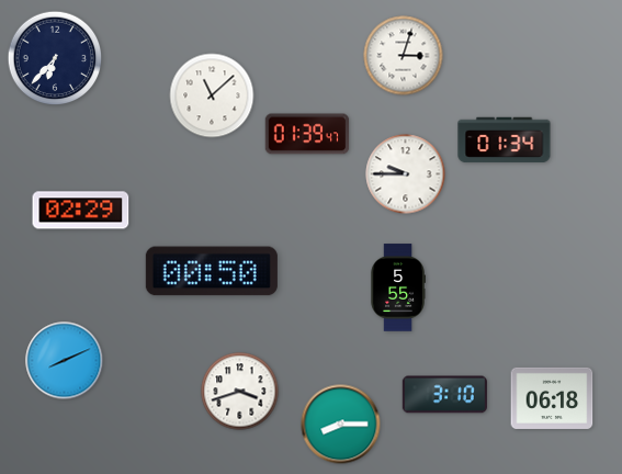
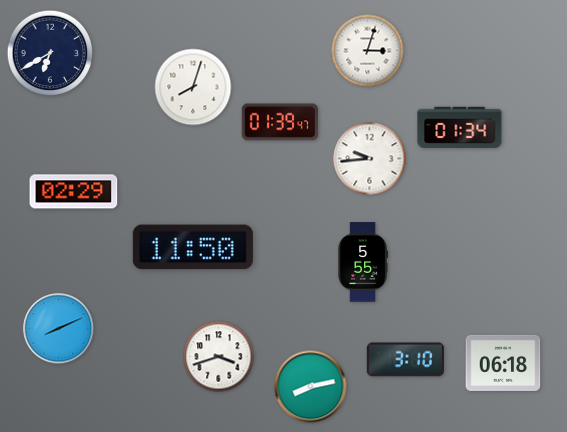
clock at (55, 58): 6:37 -> 6:40
clock at (212, 95): 11:08 -> 8:03
clock at (406, 174): 9:45 -> 9:44
clock at (212, 271): 00:50 -> 11:50
clock at (341, 425): 8:15 -> 8:13
